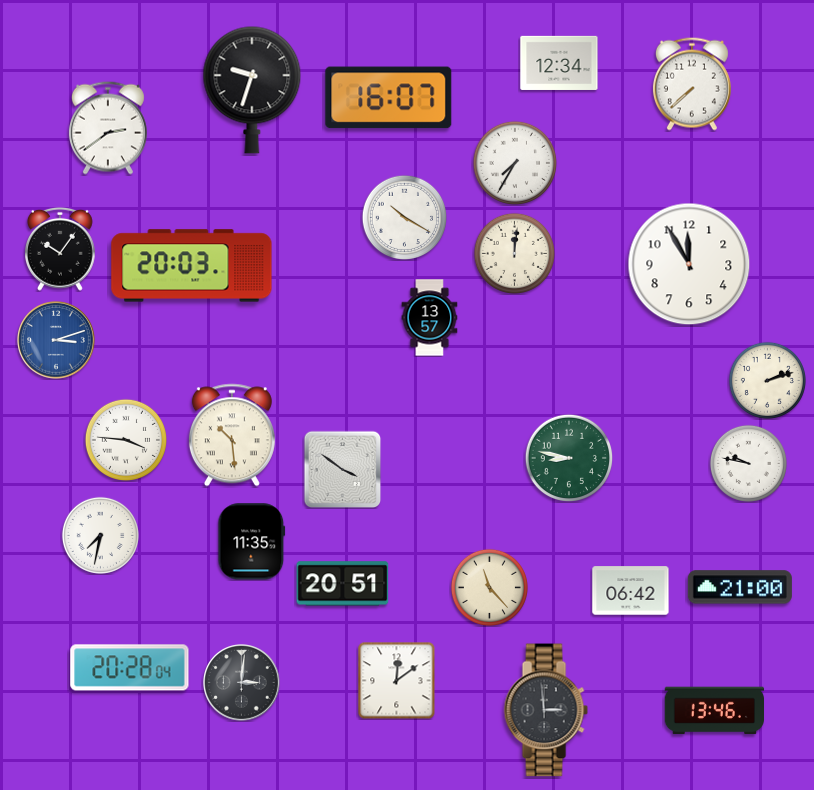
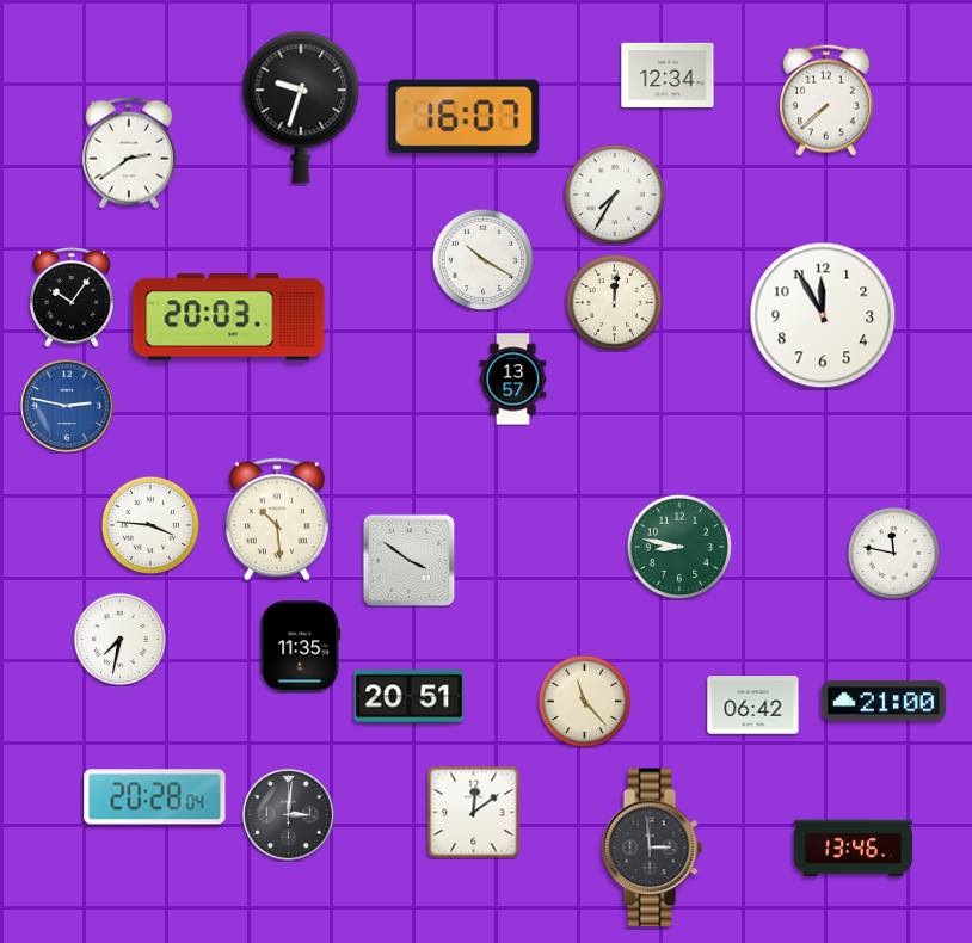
clock at (57, 341): 3:12 -> 2:47
clock at (767, 380): 2:12 -> none
clock at (748, 463): 9:47 -> 11:47
